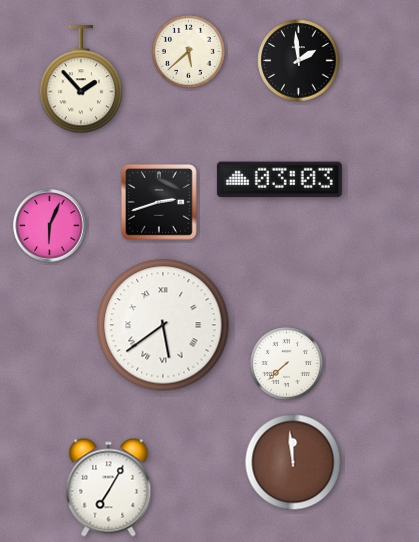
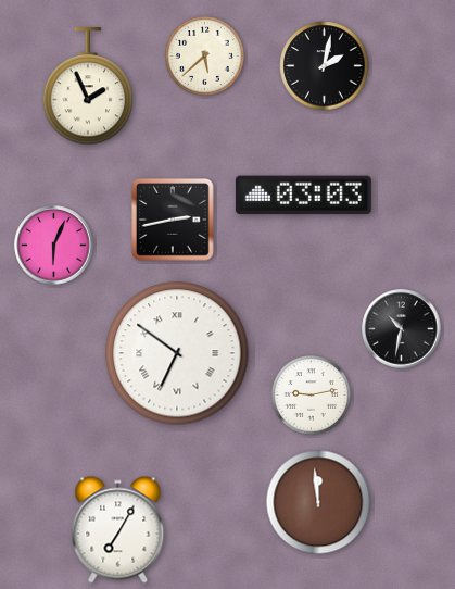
clock at (299, 61): 1:59 -> 2:02
clock at (81, 80): 1:53 -> 1:56
clock at (160, 203): 2:42 -> 2:43
clock at (402, 329): none -> 10:32
clock at (163, 325): 5:39 -> 6:51
clock at (286, 363): 7:38 -> 9:13
